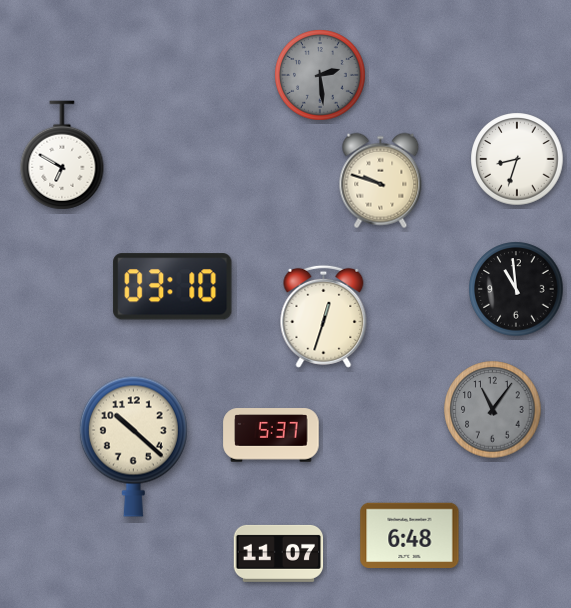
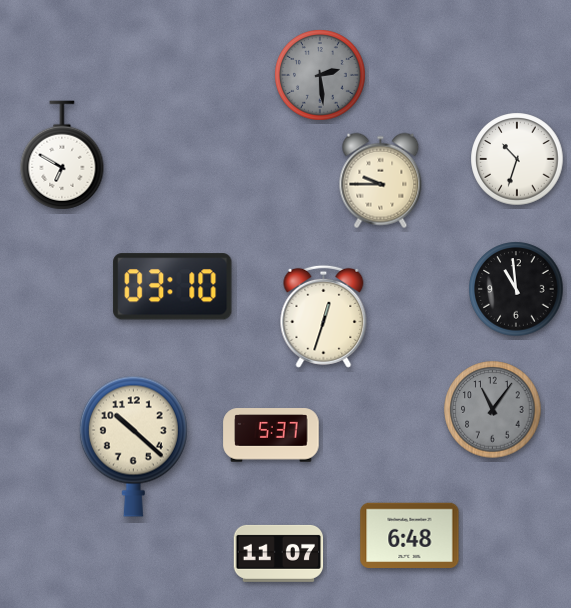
clock at (517, 159): 8:33 -> 10:33
clock at (381, 181): 9:48 -> 9:45
